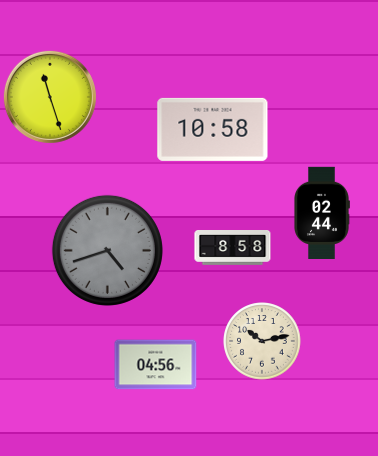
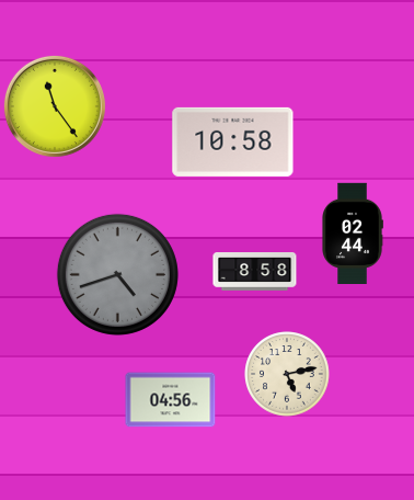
clock at (50, 97): 11:27 -> 11:24
clock at (262, 341): 10:13 -> 5:13
